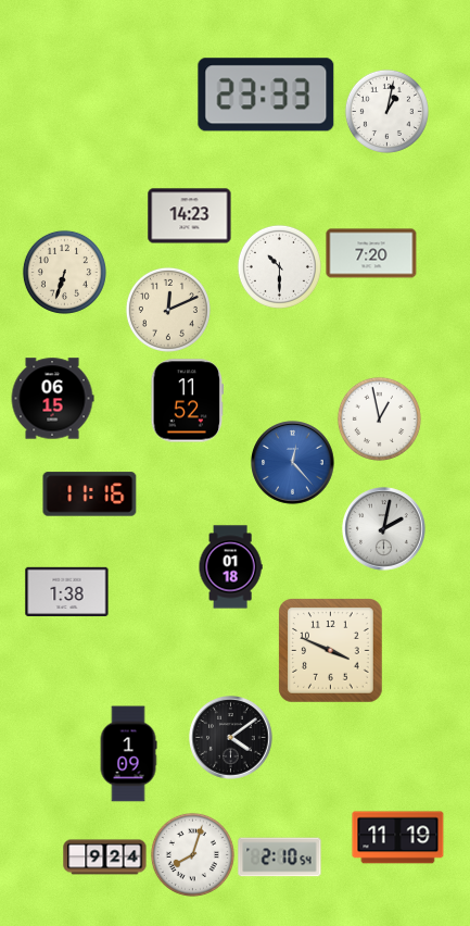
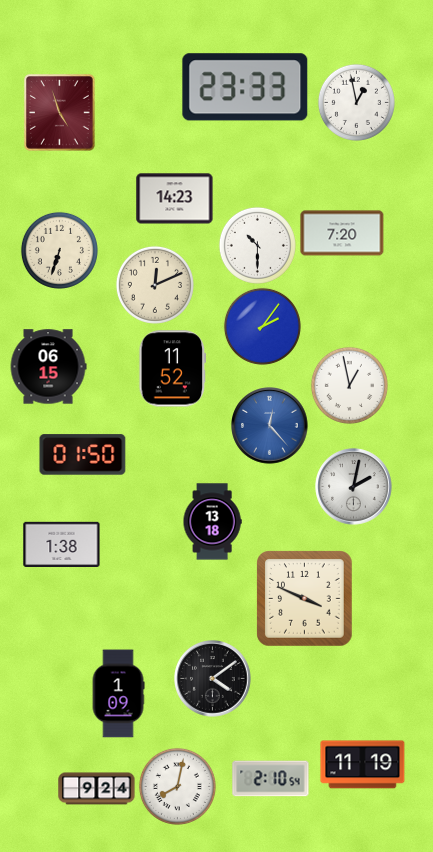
clock at (386, 111): 1:02 -> 12:58
clock at (60, 113): none -> 4:57
clock at (262, 326): none -> 2:06
clock at (90, 495): 11:16 -> 01:50
clock at (230, 567): 01:18 -> 13:18
clock at (398, 838) position: (398, 838) -> (363, 765)
clock at (192, 854): 8:03 -> 8:02
clock at (280, 858) position: (280, 858) -> (271, 779)
